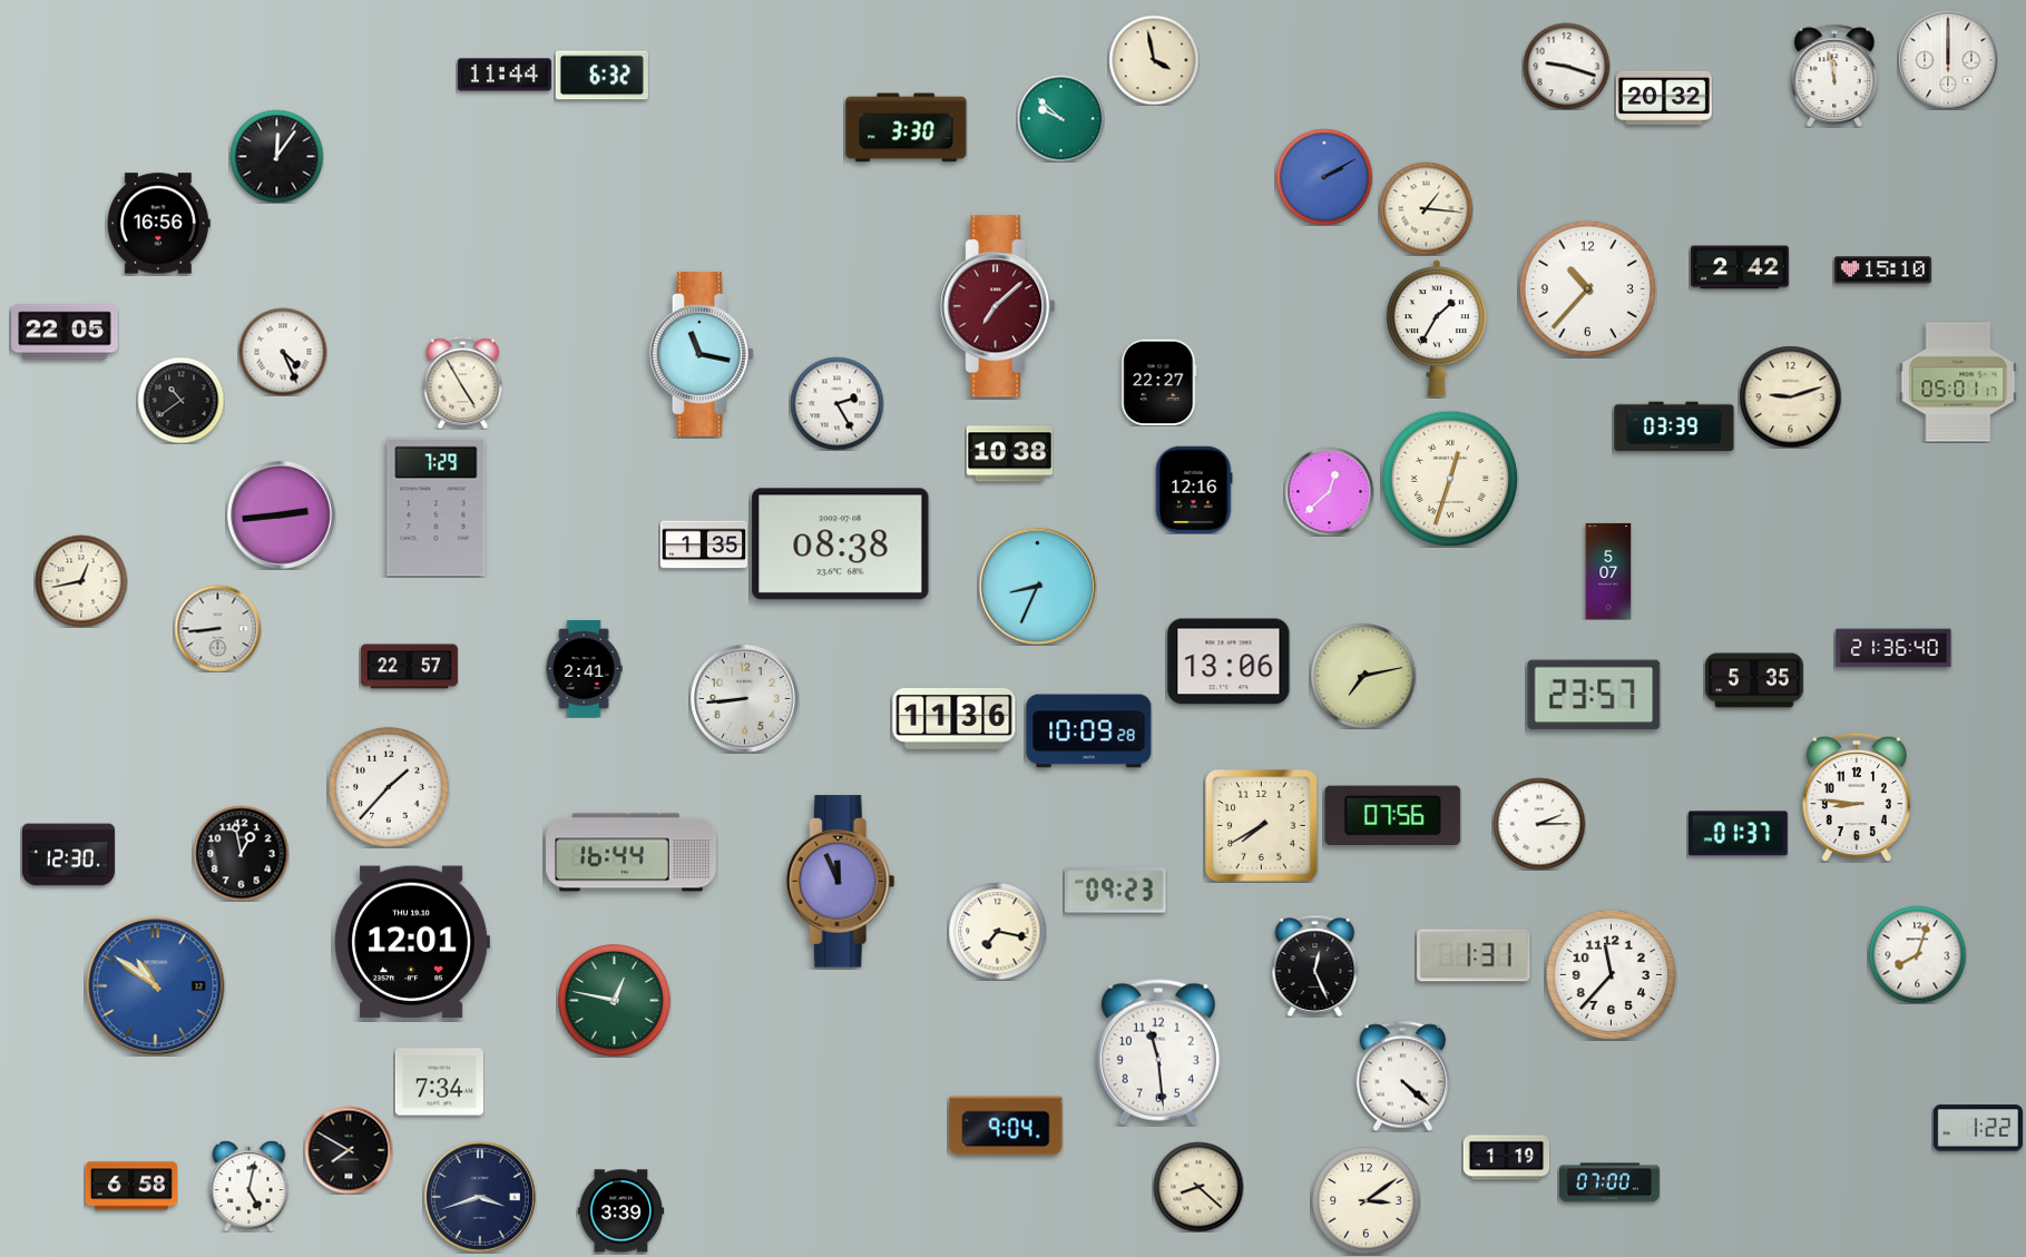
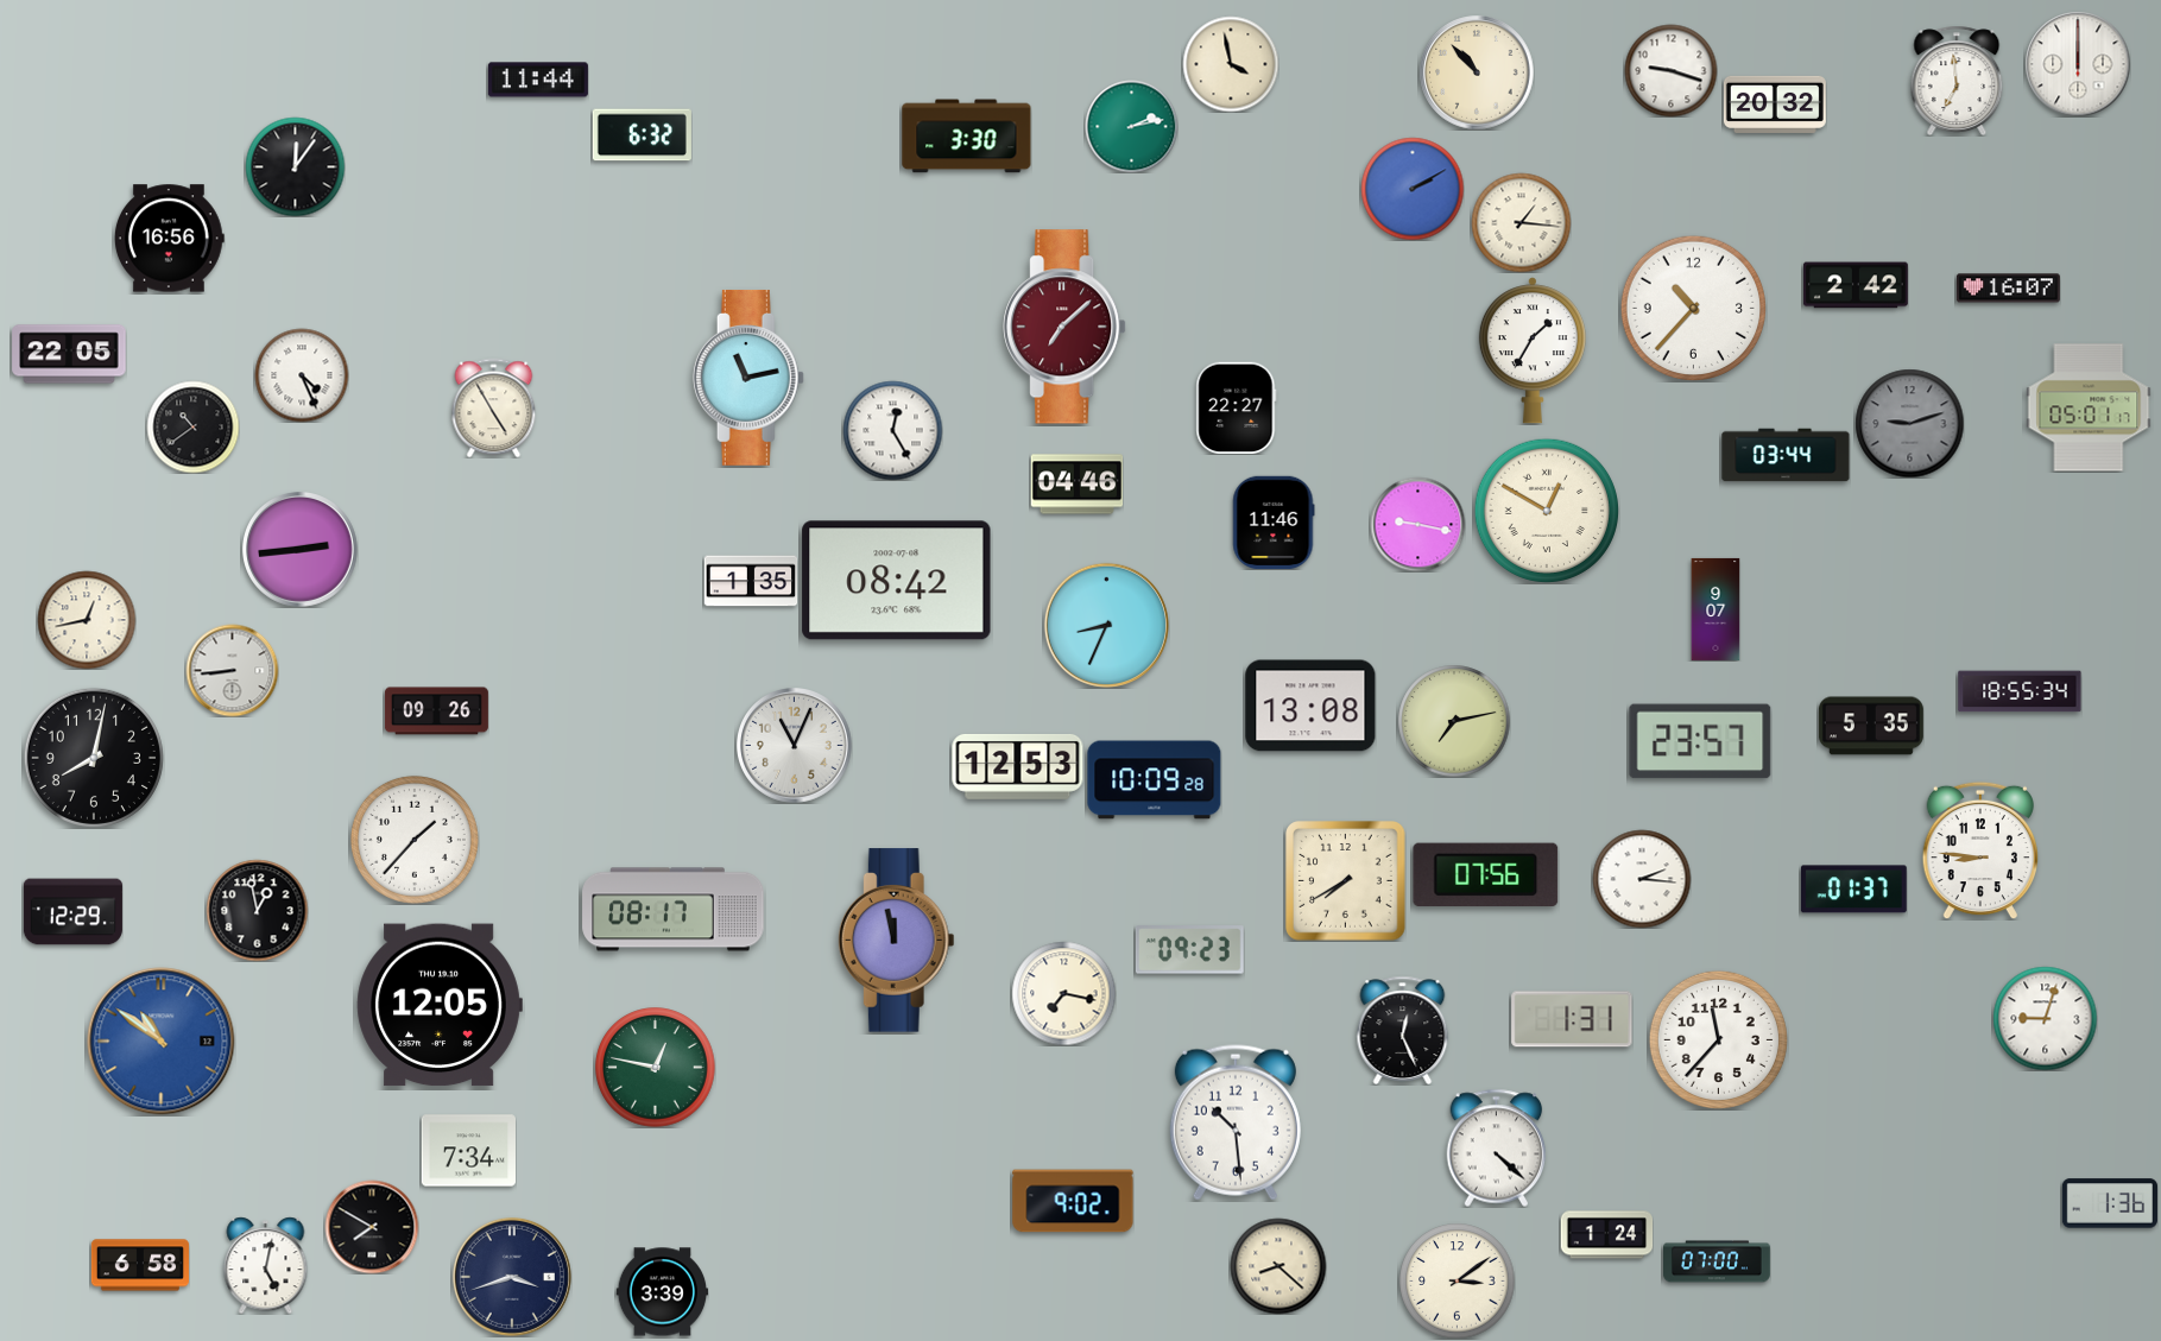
clock at (1477, 72): none -> 10:53
clock at (601, 76) position: (601, 76) -> (642, 135)
clock at (1834, 76): 11:58 -> 6:59
clock at (1060, 118): 9:52 -> 2:13
clock at (1882, 271): 15:10 -> 16:07
clock at (702, 354): 11:17 -> 11:13
clock at (1790, 396) dial: cream -> grey
clock at (836, 403): 2:25 -> 12:25
clock at (1674, 426): 03:39 -> 03:44
clock at (1009, 454): 10:38 -> 04:46
clock at (1449, 478): 12:33 -> 12:50
clock at (1194, 490): 12:16 -> 11:46
clock at (1329, 491): 12:38 -> 9:17
clock at (437, 508): 7:29 -> none
clock at (841, 544): 08:38 -> 08:42
clock at (1608, 571): 5:07 -> 9:07
clock at (1893, 648): 21:36 -> 18:55
clock at (1229, 661): 13:06 -> 13:08
clock at (409, 667): 22:57 -> 09:26
clock at (584, 668): 2:41 -> none
clock at (745, 699): 8:44 -> 11:04
clock at (94, 758): none -> 8:02
clock at (955, 718): 11:36 -> 12:53
clock at (1089, 731) position: (1089, 731) -> (1155, 780)
clock at (1393, 815) position: (1393, 815) -> (1486, 874)
clock at (1539, 824): 2:15 -> 2:16
clock at (632, 853): 16:44 -> 08:17
clock at (68, 855): 12:30 -> 12:29
clock at (840, 882): 11:56 -> 11:58
clock at (412, 942): 12:01 -> 12:05
clock at (1917, 954): 8:03 -> 9:03
clock at (156, 986) position: (156, 986) -> (162, 1042)
clock at (1158, 1052): 11:29 -> 10:29
clock at (439, 1082) position: (439, 1082) -> (468, 1151)
clock at (1006, 1126): 9:04 -> 9:02
clock at (1978, 1128): 1:22 -> 1:36
clock at (1506, 1158): 1:19 -> 1:24
